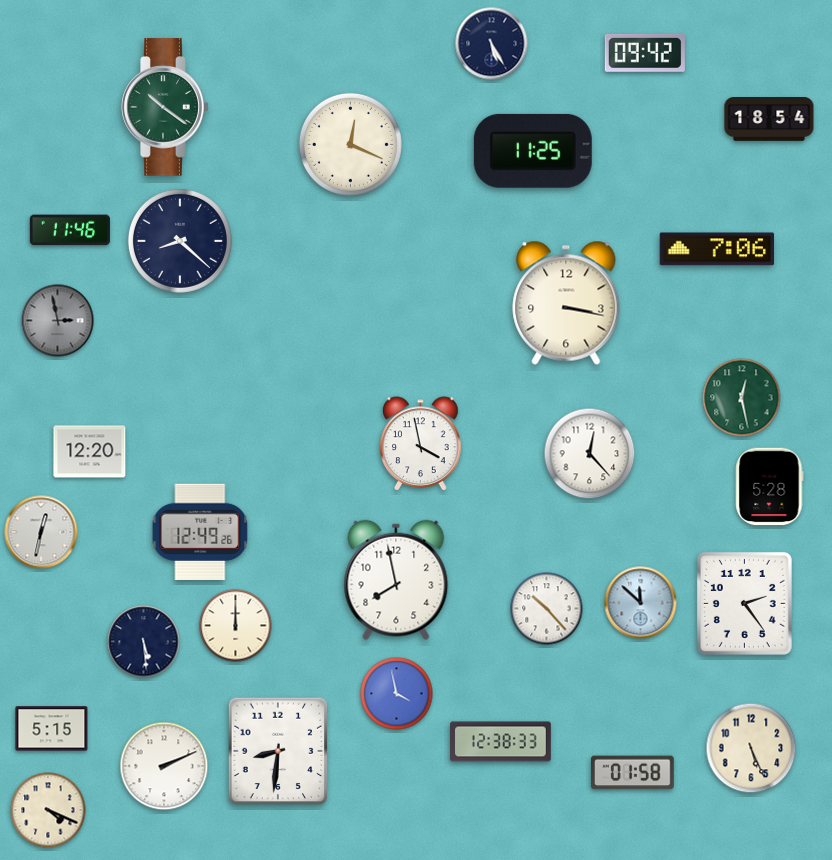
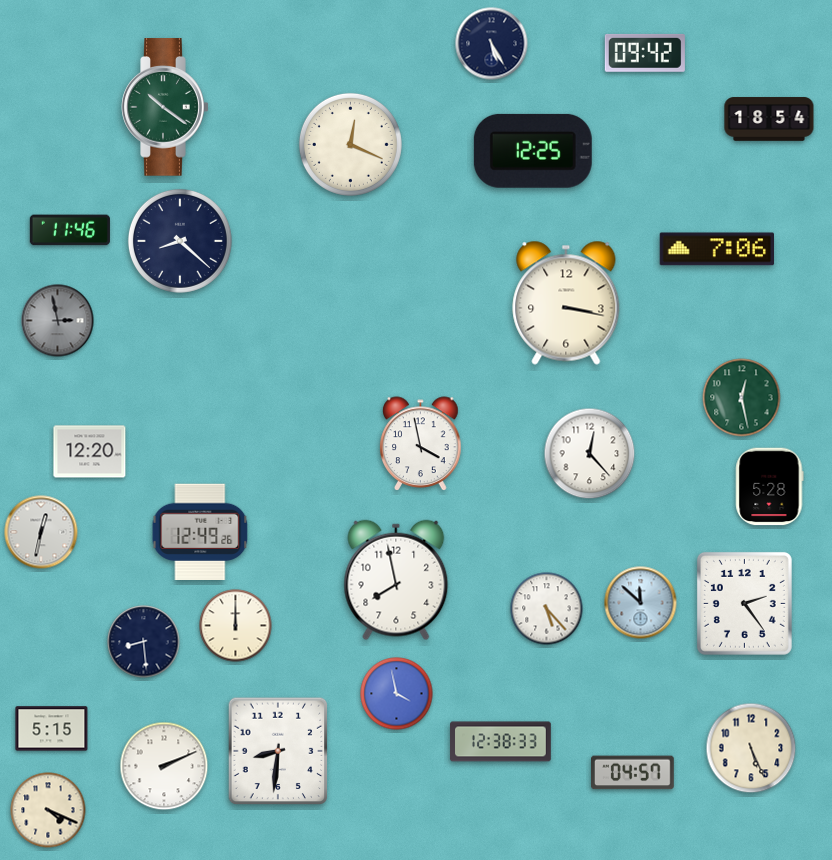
clock at (533, 151): 11:25 -> 12:25
clock at (547, 609): 10:23 -> 5:23
clock at (144, 642): 5:29 -> 8:29
clock at (633, 773): 01:58 -> 04:57
